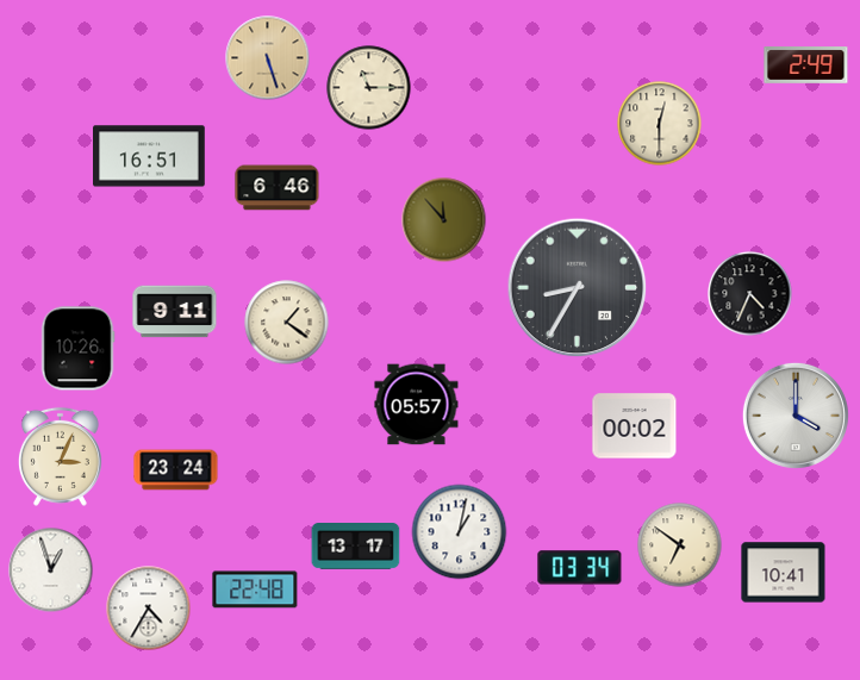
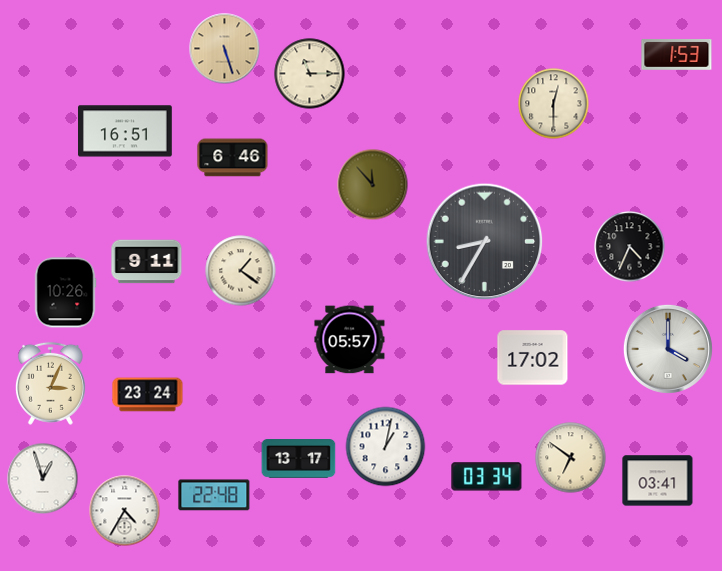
clock at (806, 65): 2:49 -> 1:53
clock at (635, 426): 00:02 -> 17:02
clock at (784, 573): 10:41 -> 03:41
